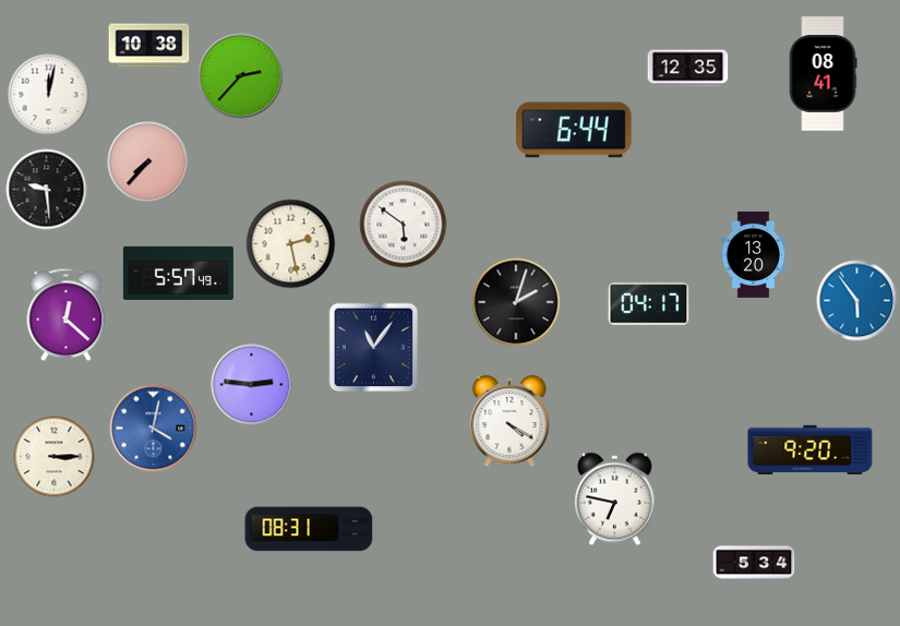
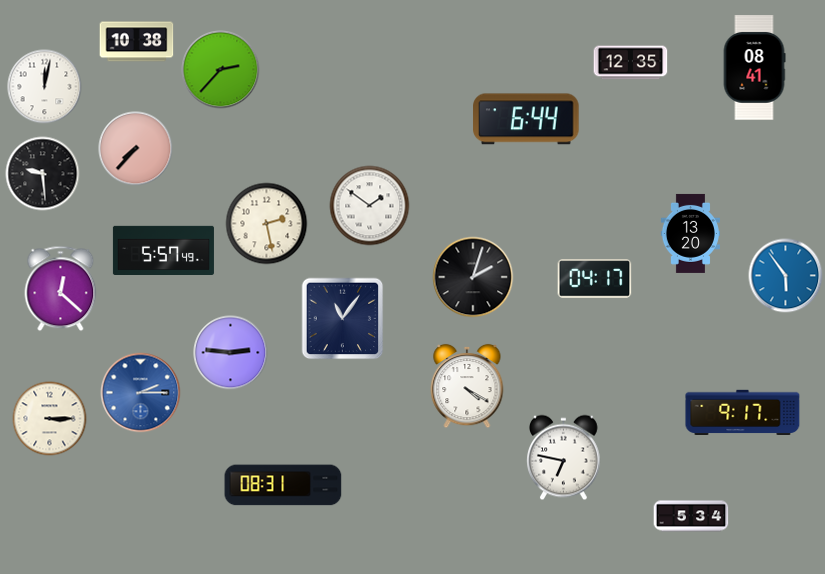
clock at (404, 225): 5:51 -> 1:51
clock at (154, 429): 4:02 -> 2:15
clock at (811, 449): 9:20 -> 9:17
